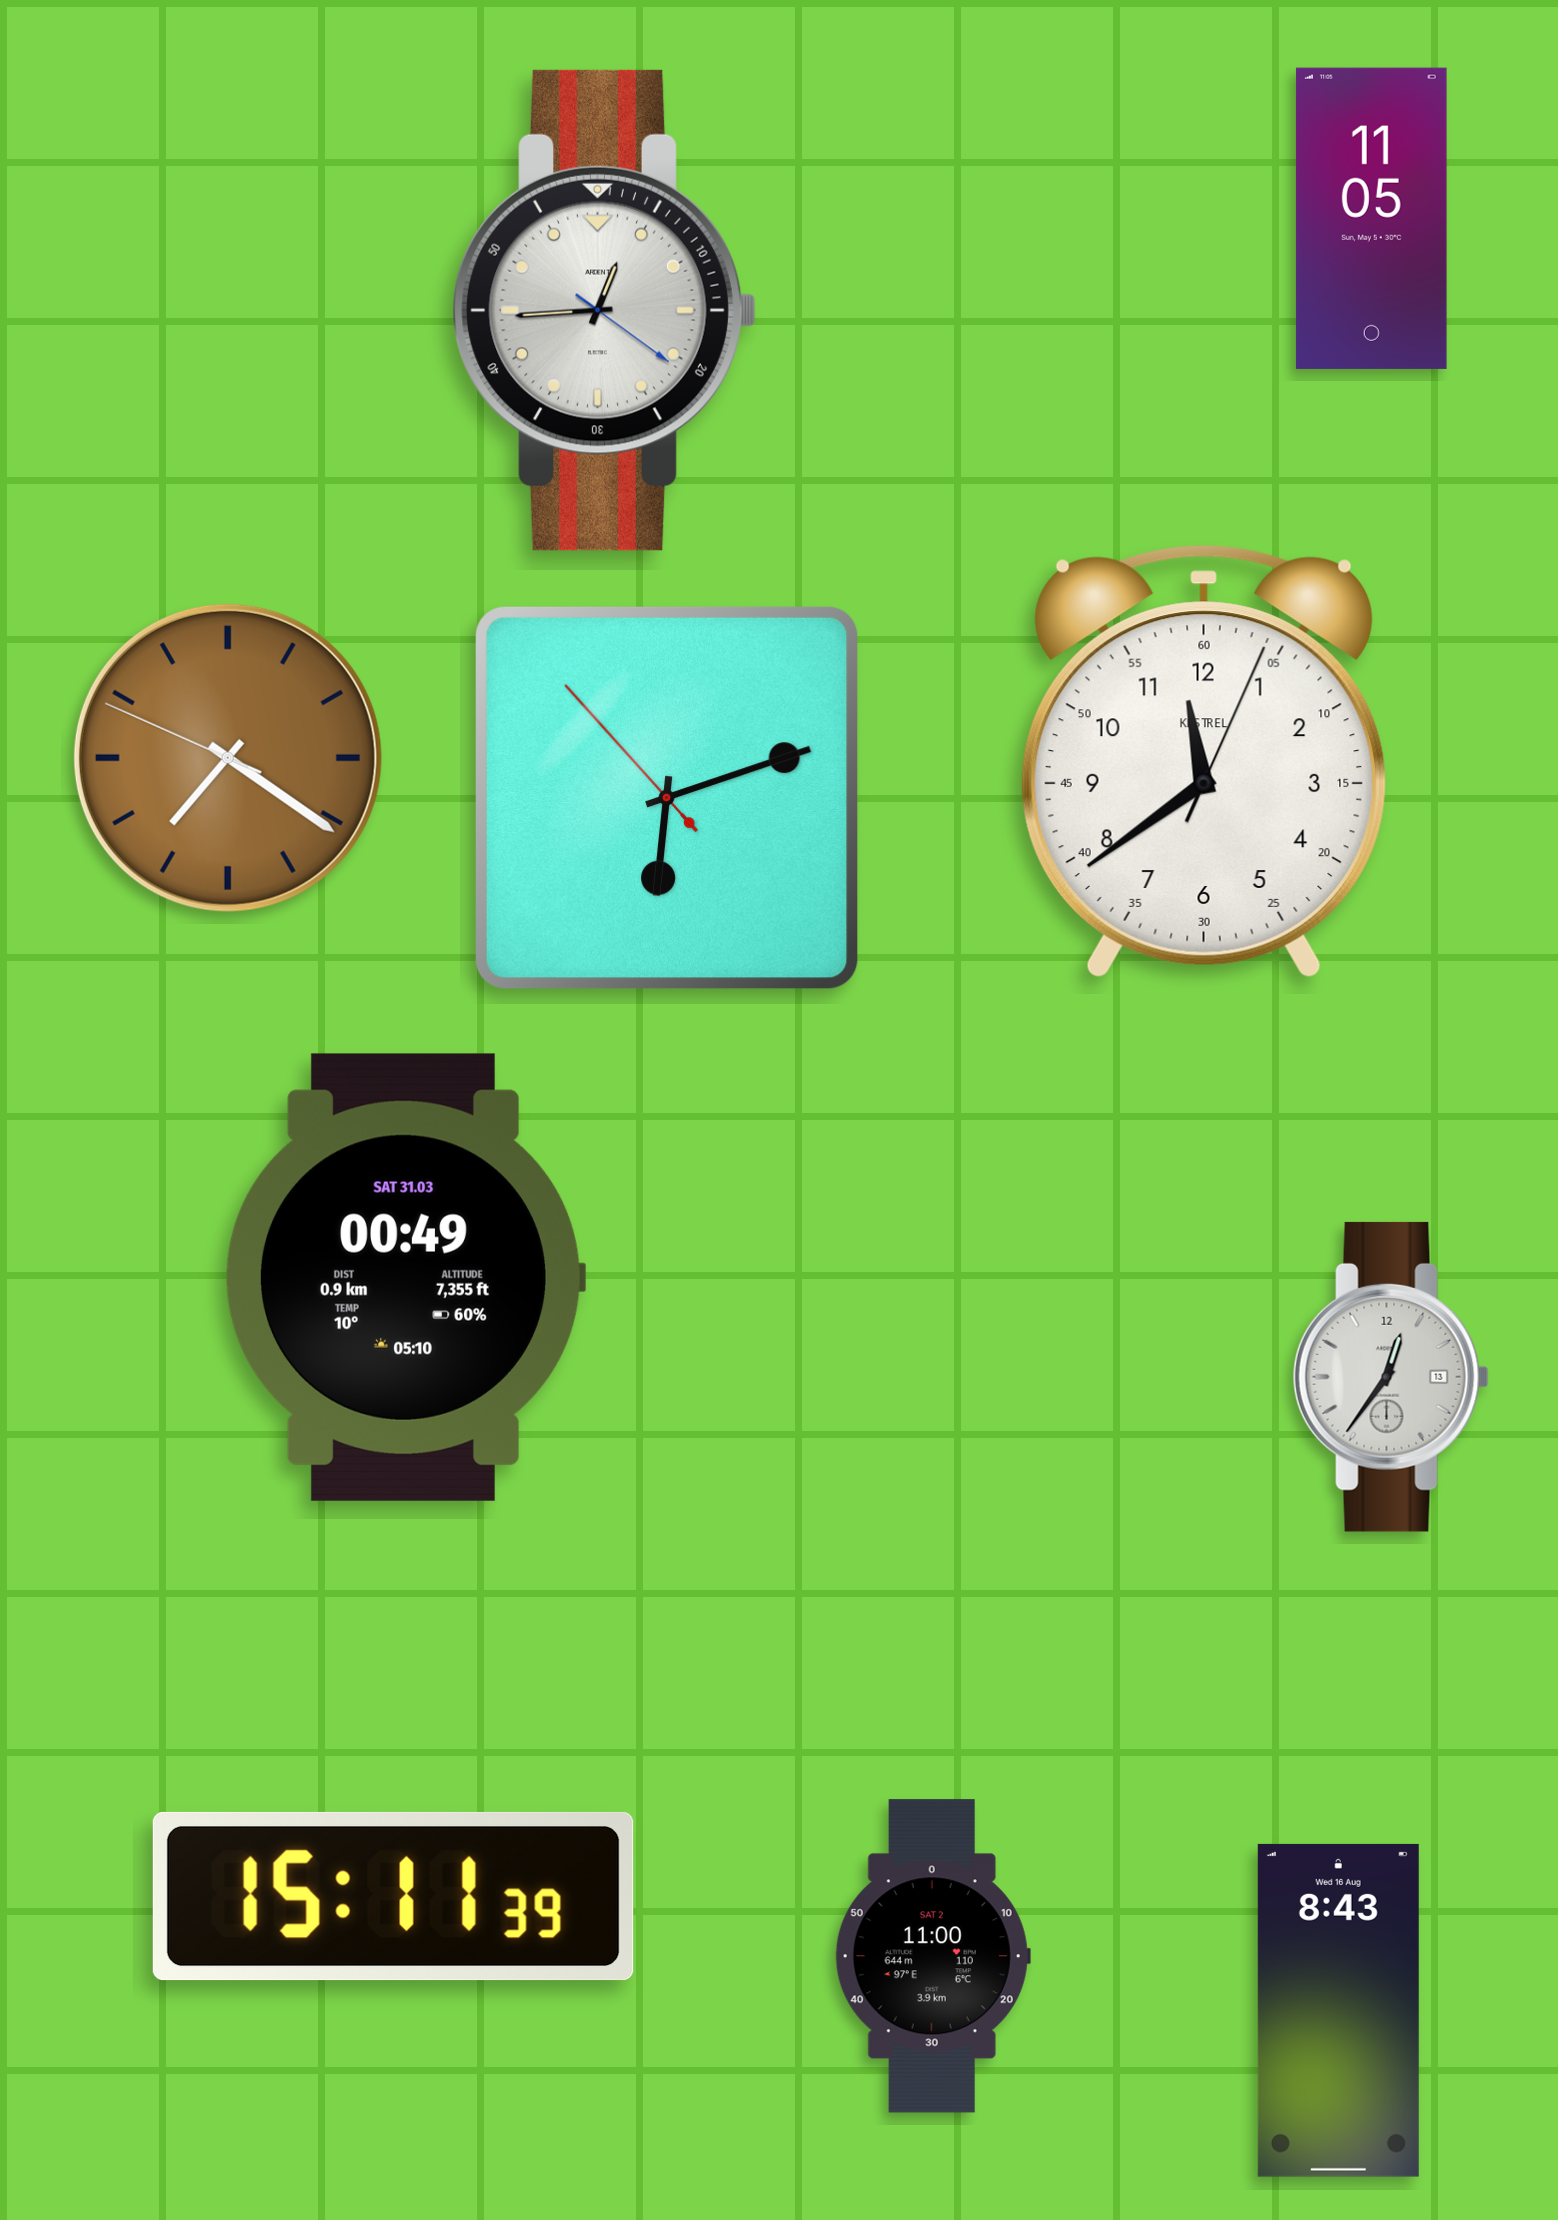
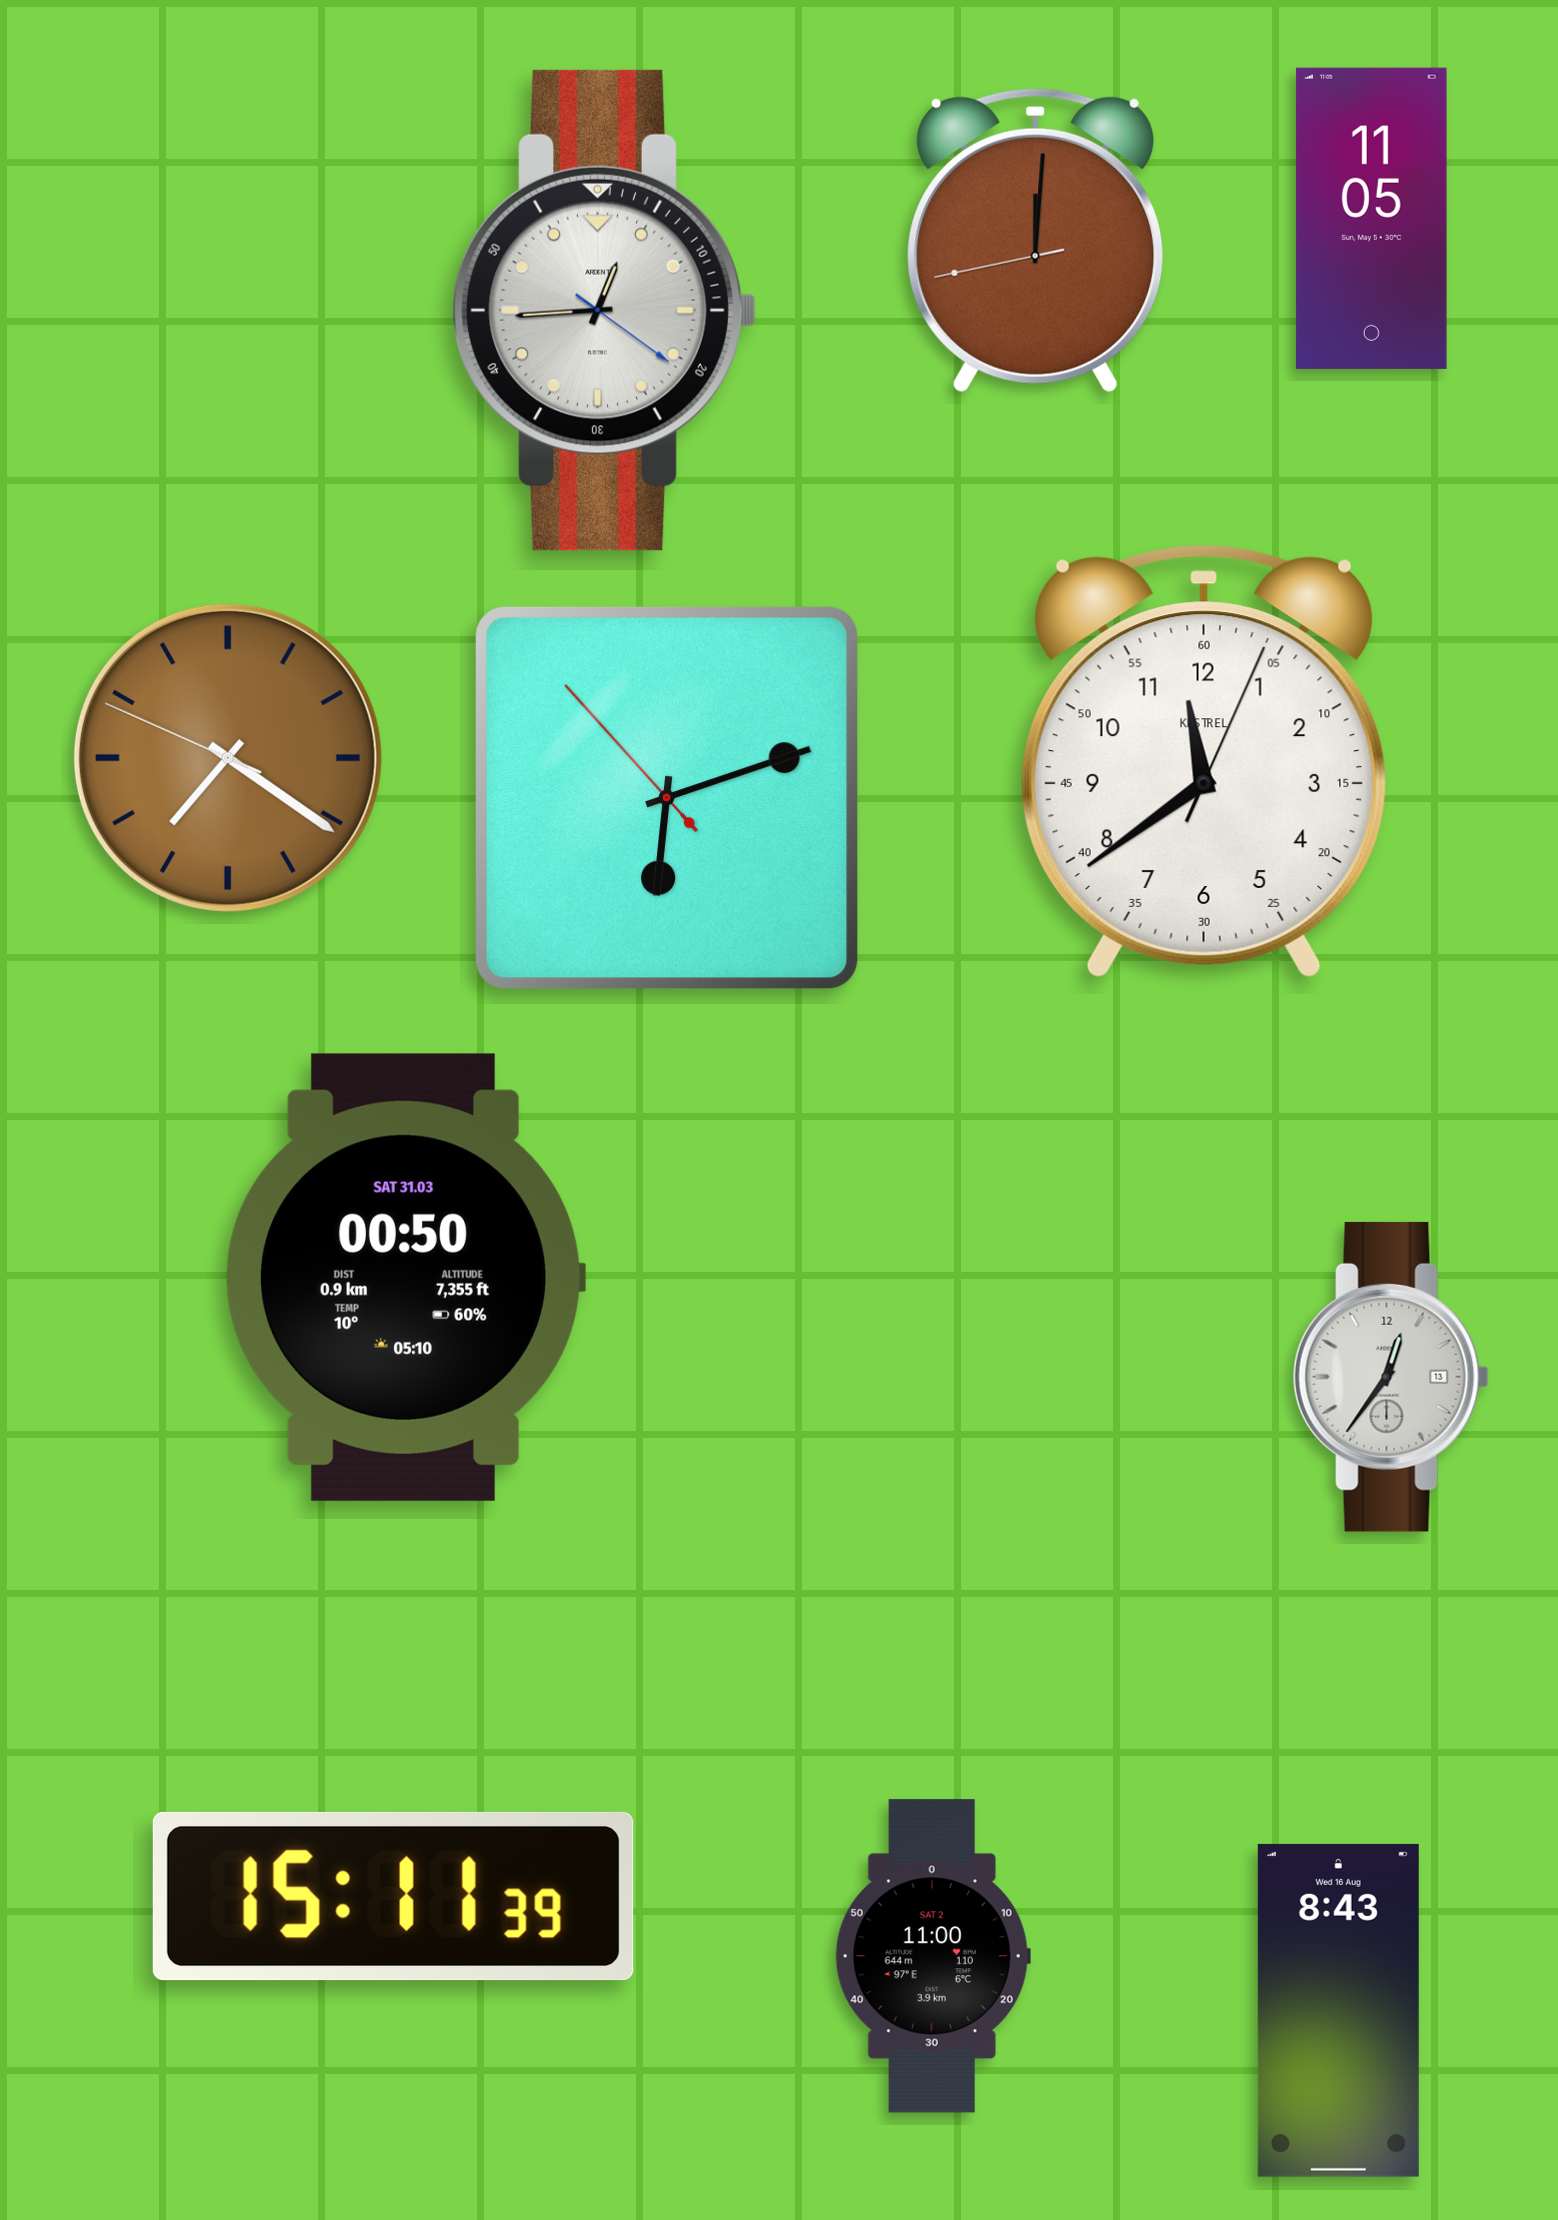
clock at (1036, 241): none -> 12:00
clock at (405, 1277): 00:49 -> 00:50
